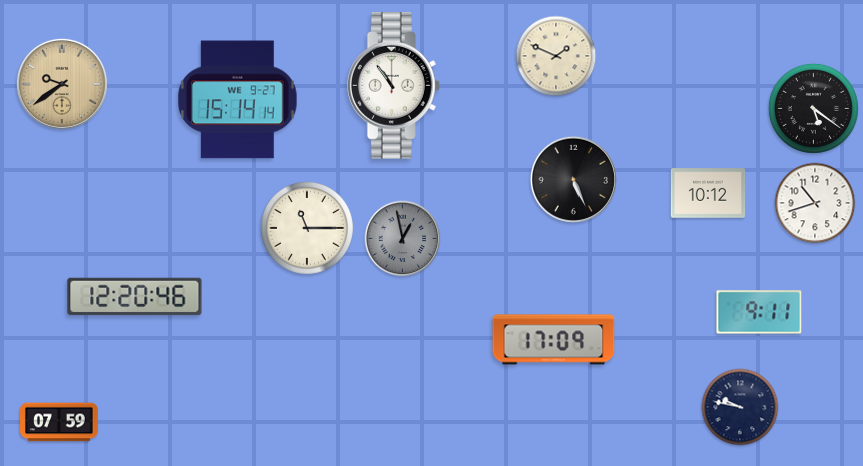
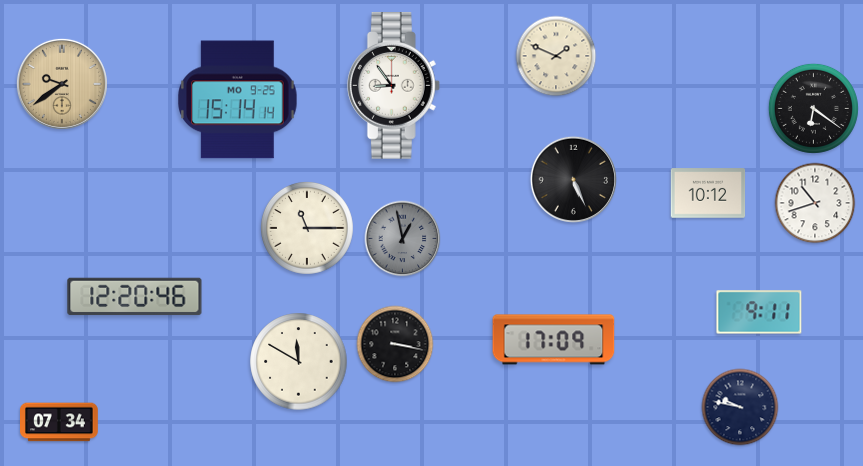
clock at (393, 86): 10:54 -> 8:54
clock at (238, 100) date: WE 9-27 -> MO 9-25
clock at (813, 108): 5:21 -> 6:21
clock at (395, 344): none -> 3:17
clock at (299, 362): none -> 11:50
clock at (60, 422): 07:59 -> 07:34
